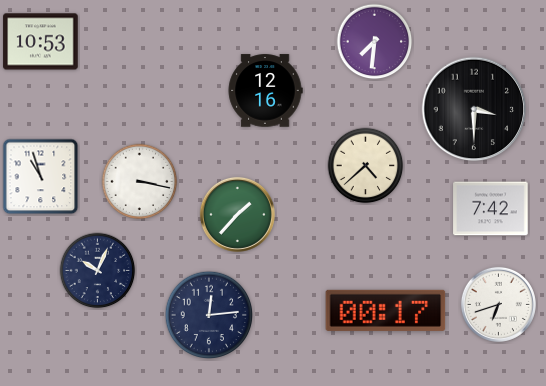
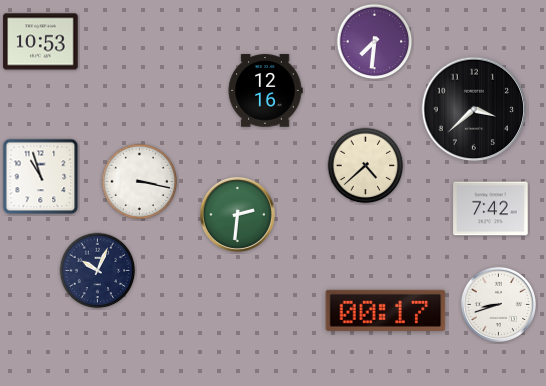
clock at (474, 109): 3:30 -> 3:38
clock at (237, 214): 1:37 -> 2:31
clock at (498, 304): 6:42 -> 8:42
clock at (209, 315): 12:14 -> none
